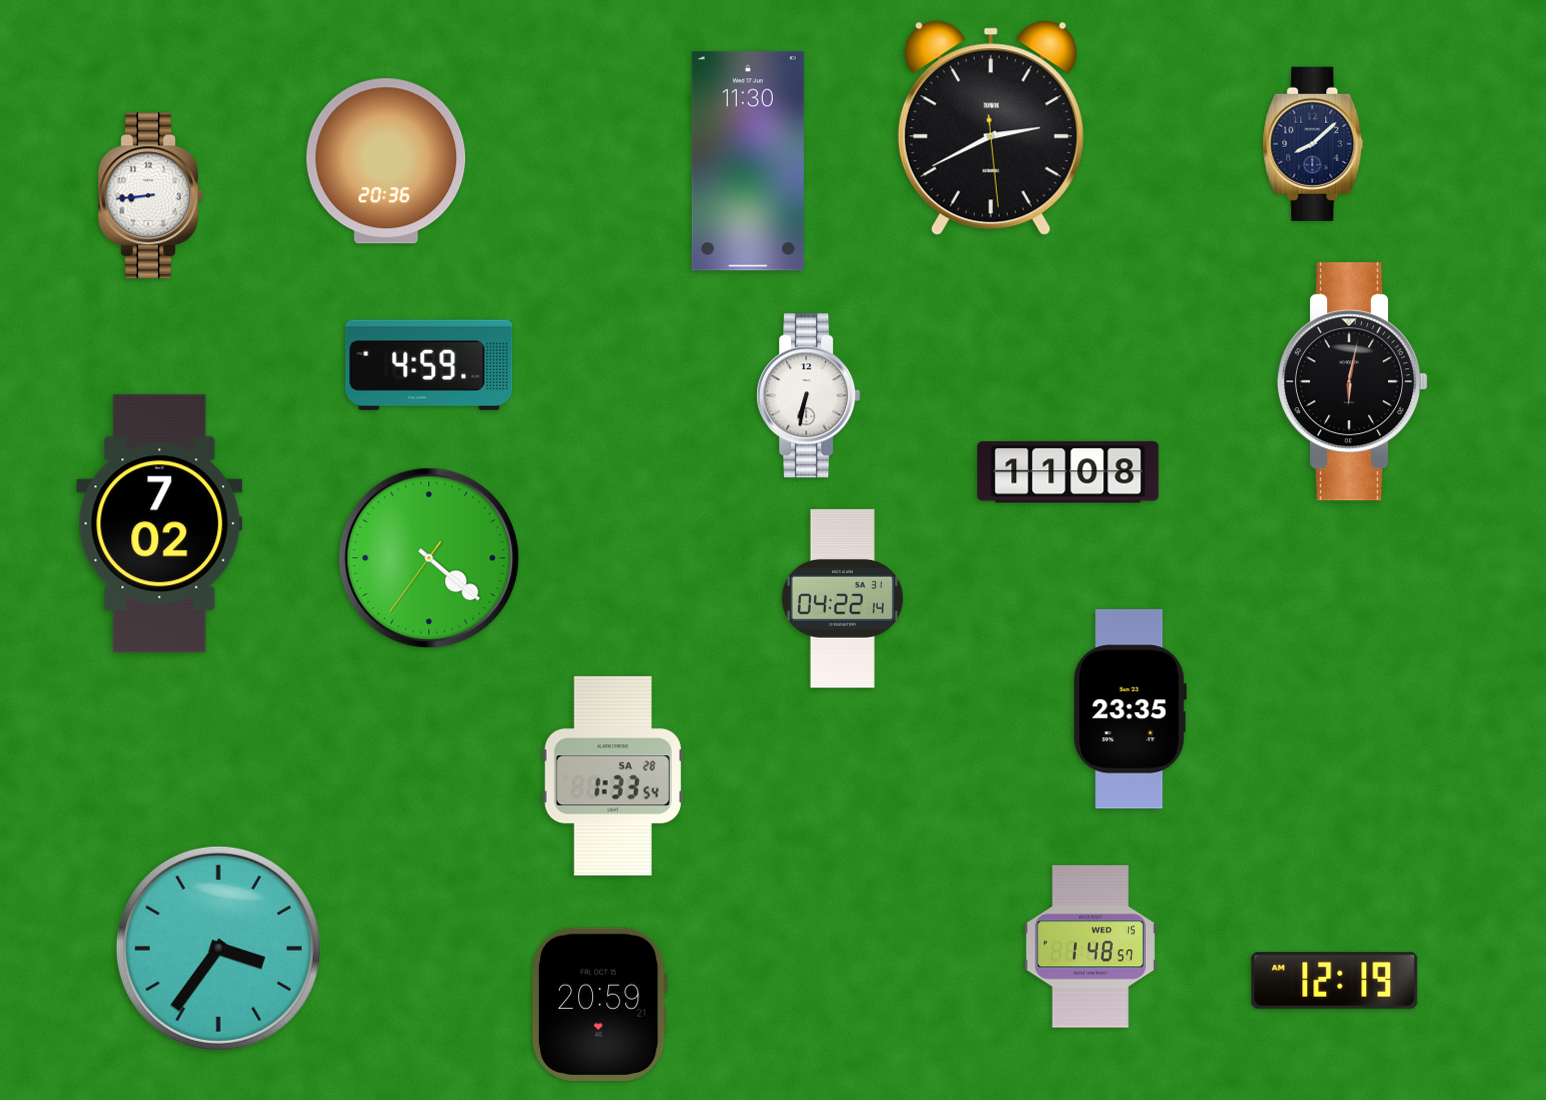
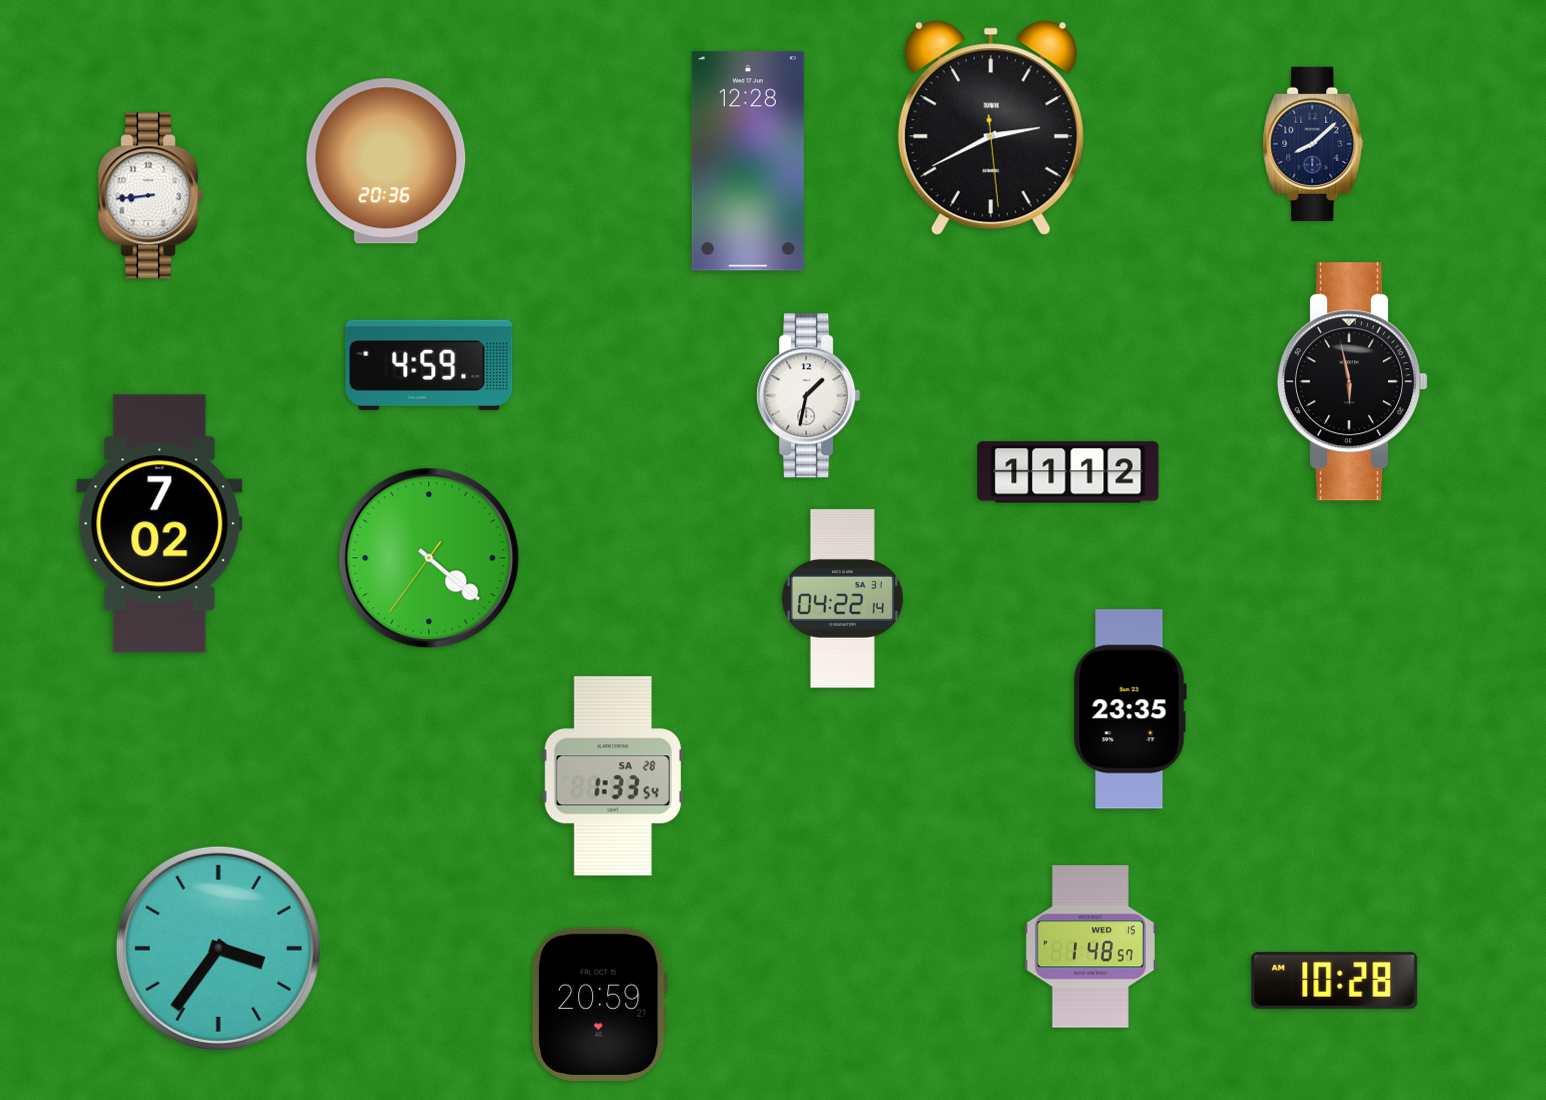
clock at (748, 161): 11:30 -> 12:28
clock at (1354, 382): 6:02 -> 5:58
clock at (809, 396): 6:32 -> 1:32
clock at (1068, 472): 11:08 -> 11:12
clock at (1335, 980): 12:19 -> 10:28
